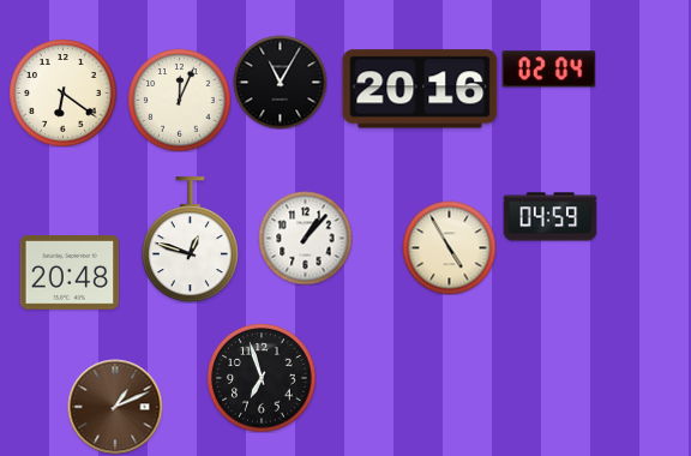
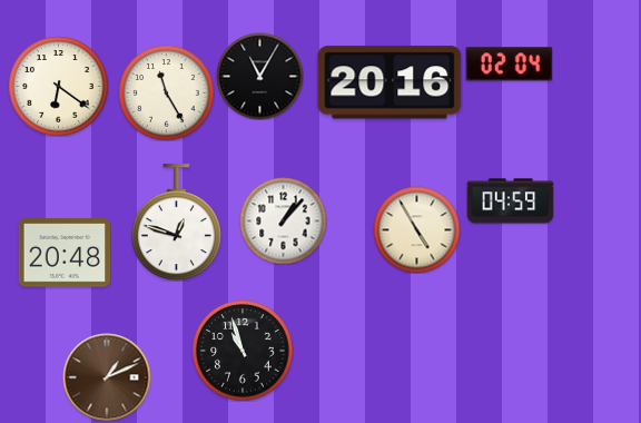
clock at (179, 100): 12:04 -> 11:25
clock at (262, 378): 6:57 -> 10:57
